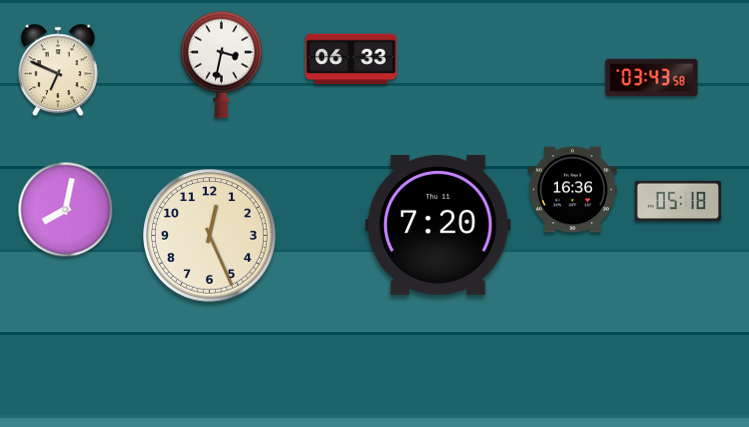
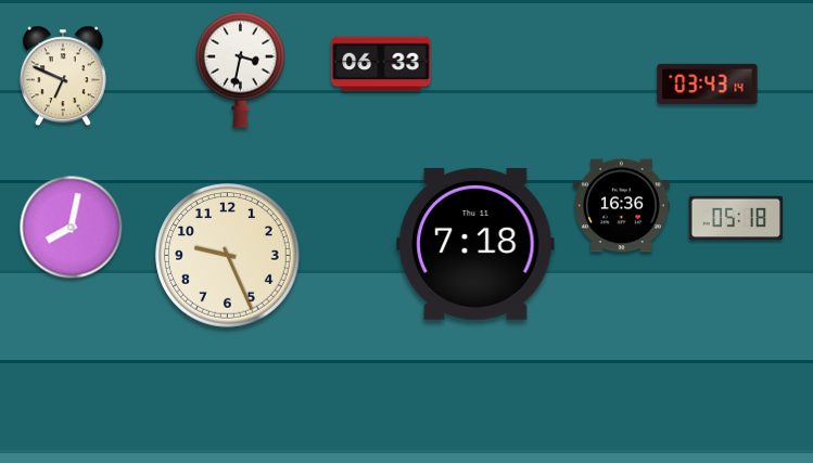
clock at (652, 78): 03:43:58 -> 03:43:14
clock at (438, 225): 7:20 -> 7:18
clock at (210, 236): 12:26 -> 9:26
